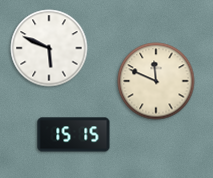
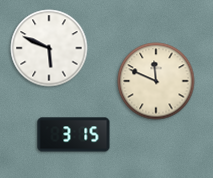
clock at (74, 135): 15:15 -> 3:15
